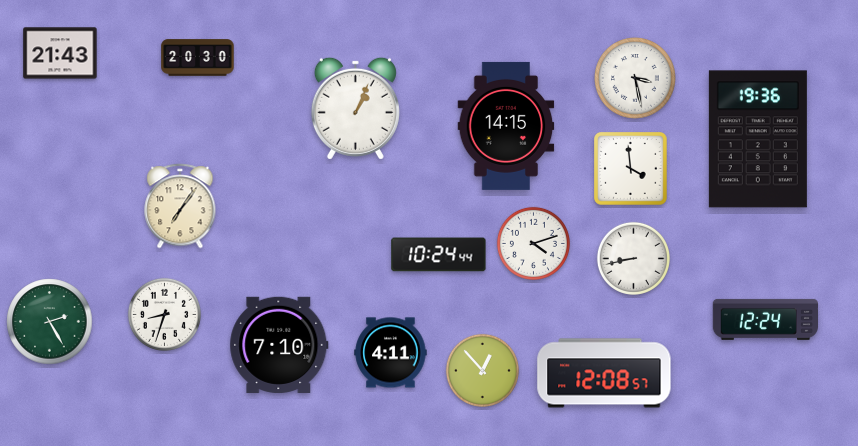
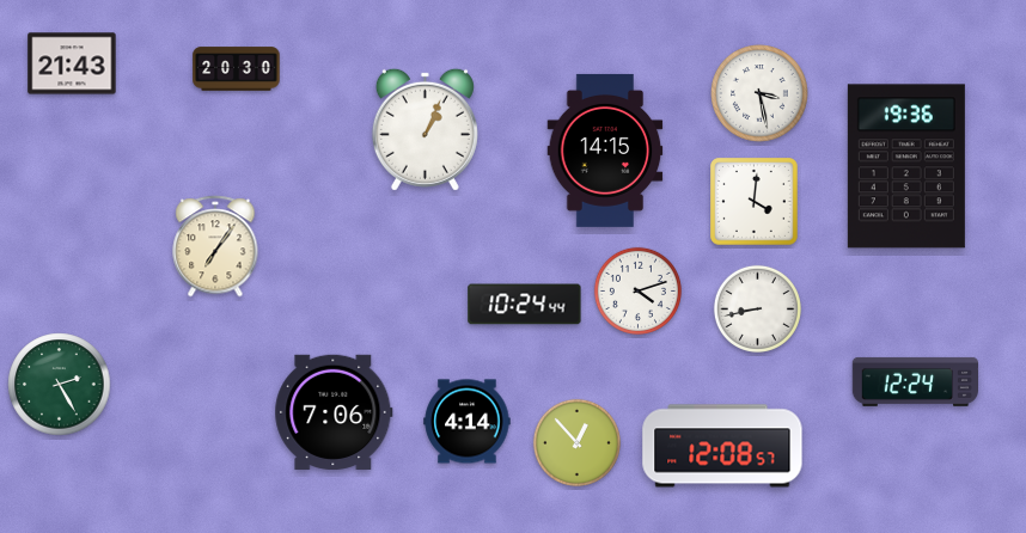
clock at (631, 169): 3:59 -> 4:01
clock at (164, 314): 8:33 -> none
clock at (279, 345): 7:10 -> 7:06
clock at (391, 353): 4:11 -> 4:14
